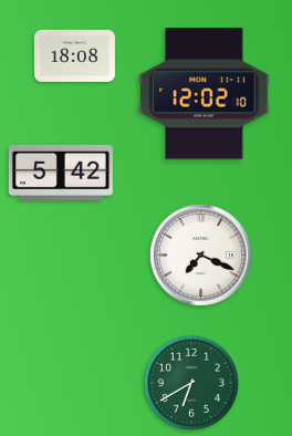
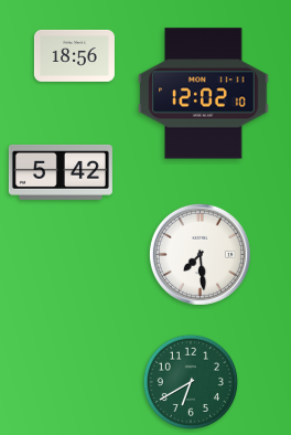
clock at (74, 55): 18:08 -> 18:56
clock at (200, 255): 7:19 -> 7:29
